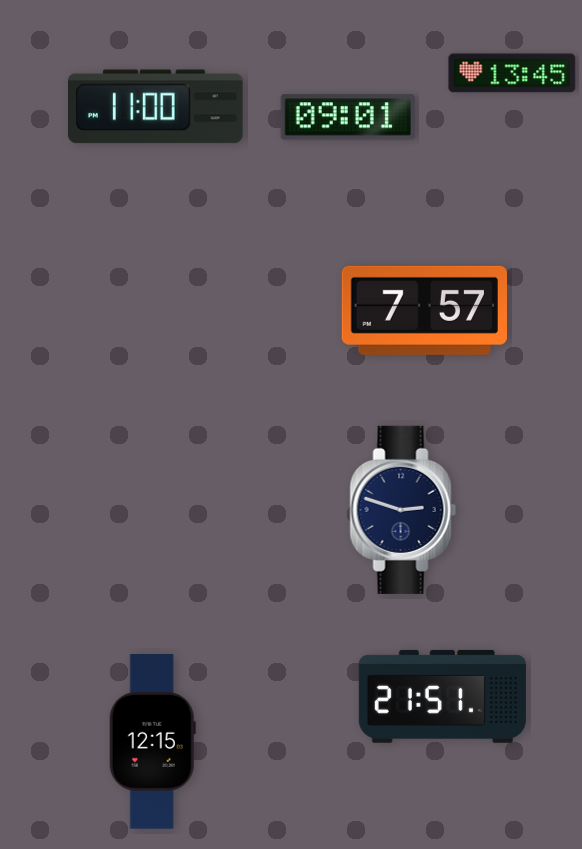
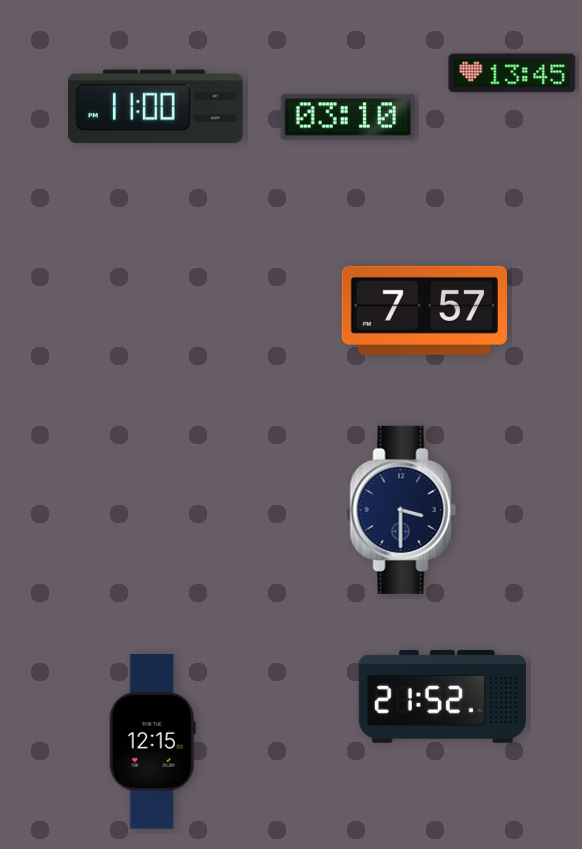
clock at (348, 117): 09:01 -> 03:10
clock at (403, 510): 2:48 -> 3:30
clock at (442, 696): 21:51 -> 21:52
